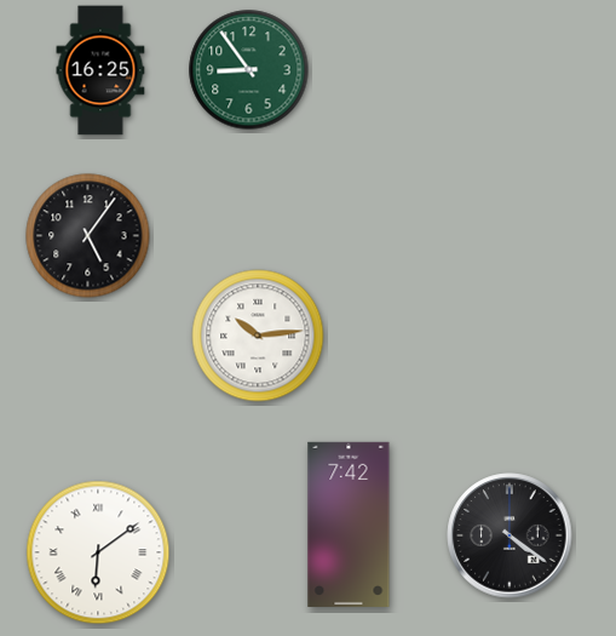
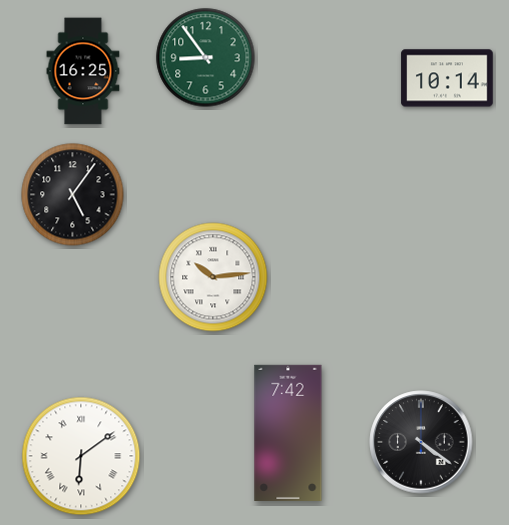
clock at (100, 70) position: (100, 70) -> (83, 71)
clock at (447, 78): none -> 10:14
